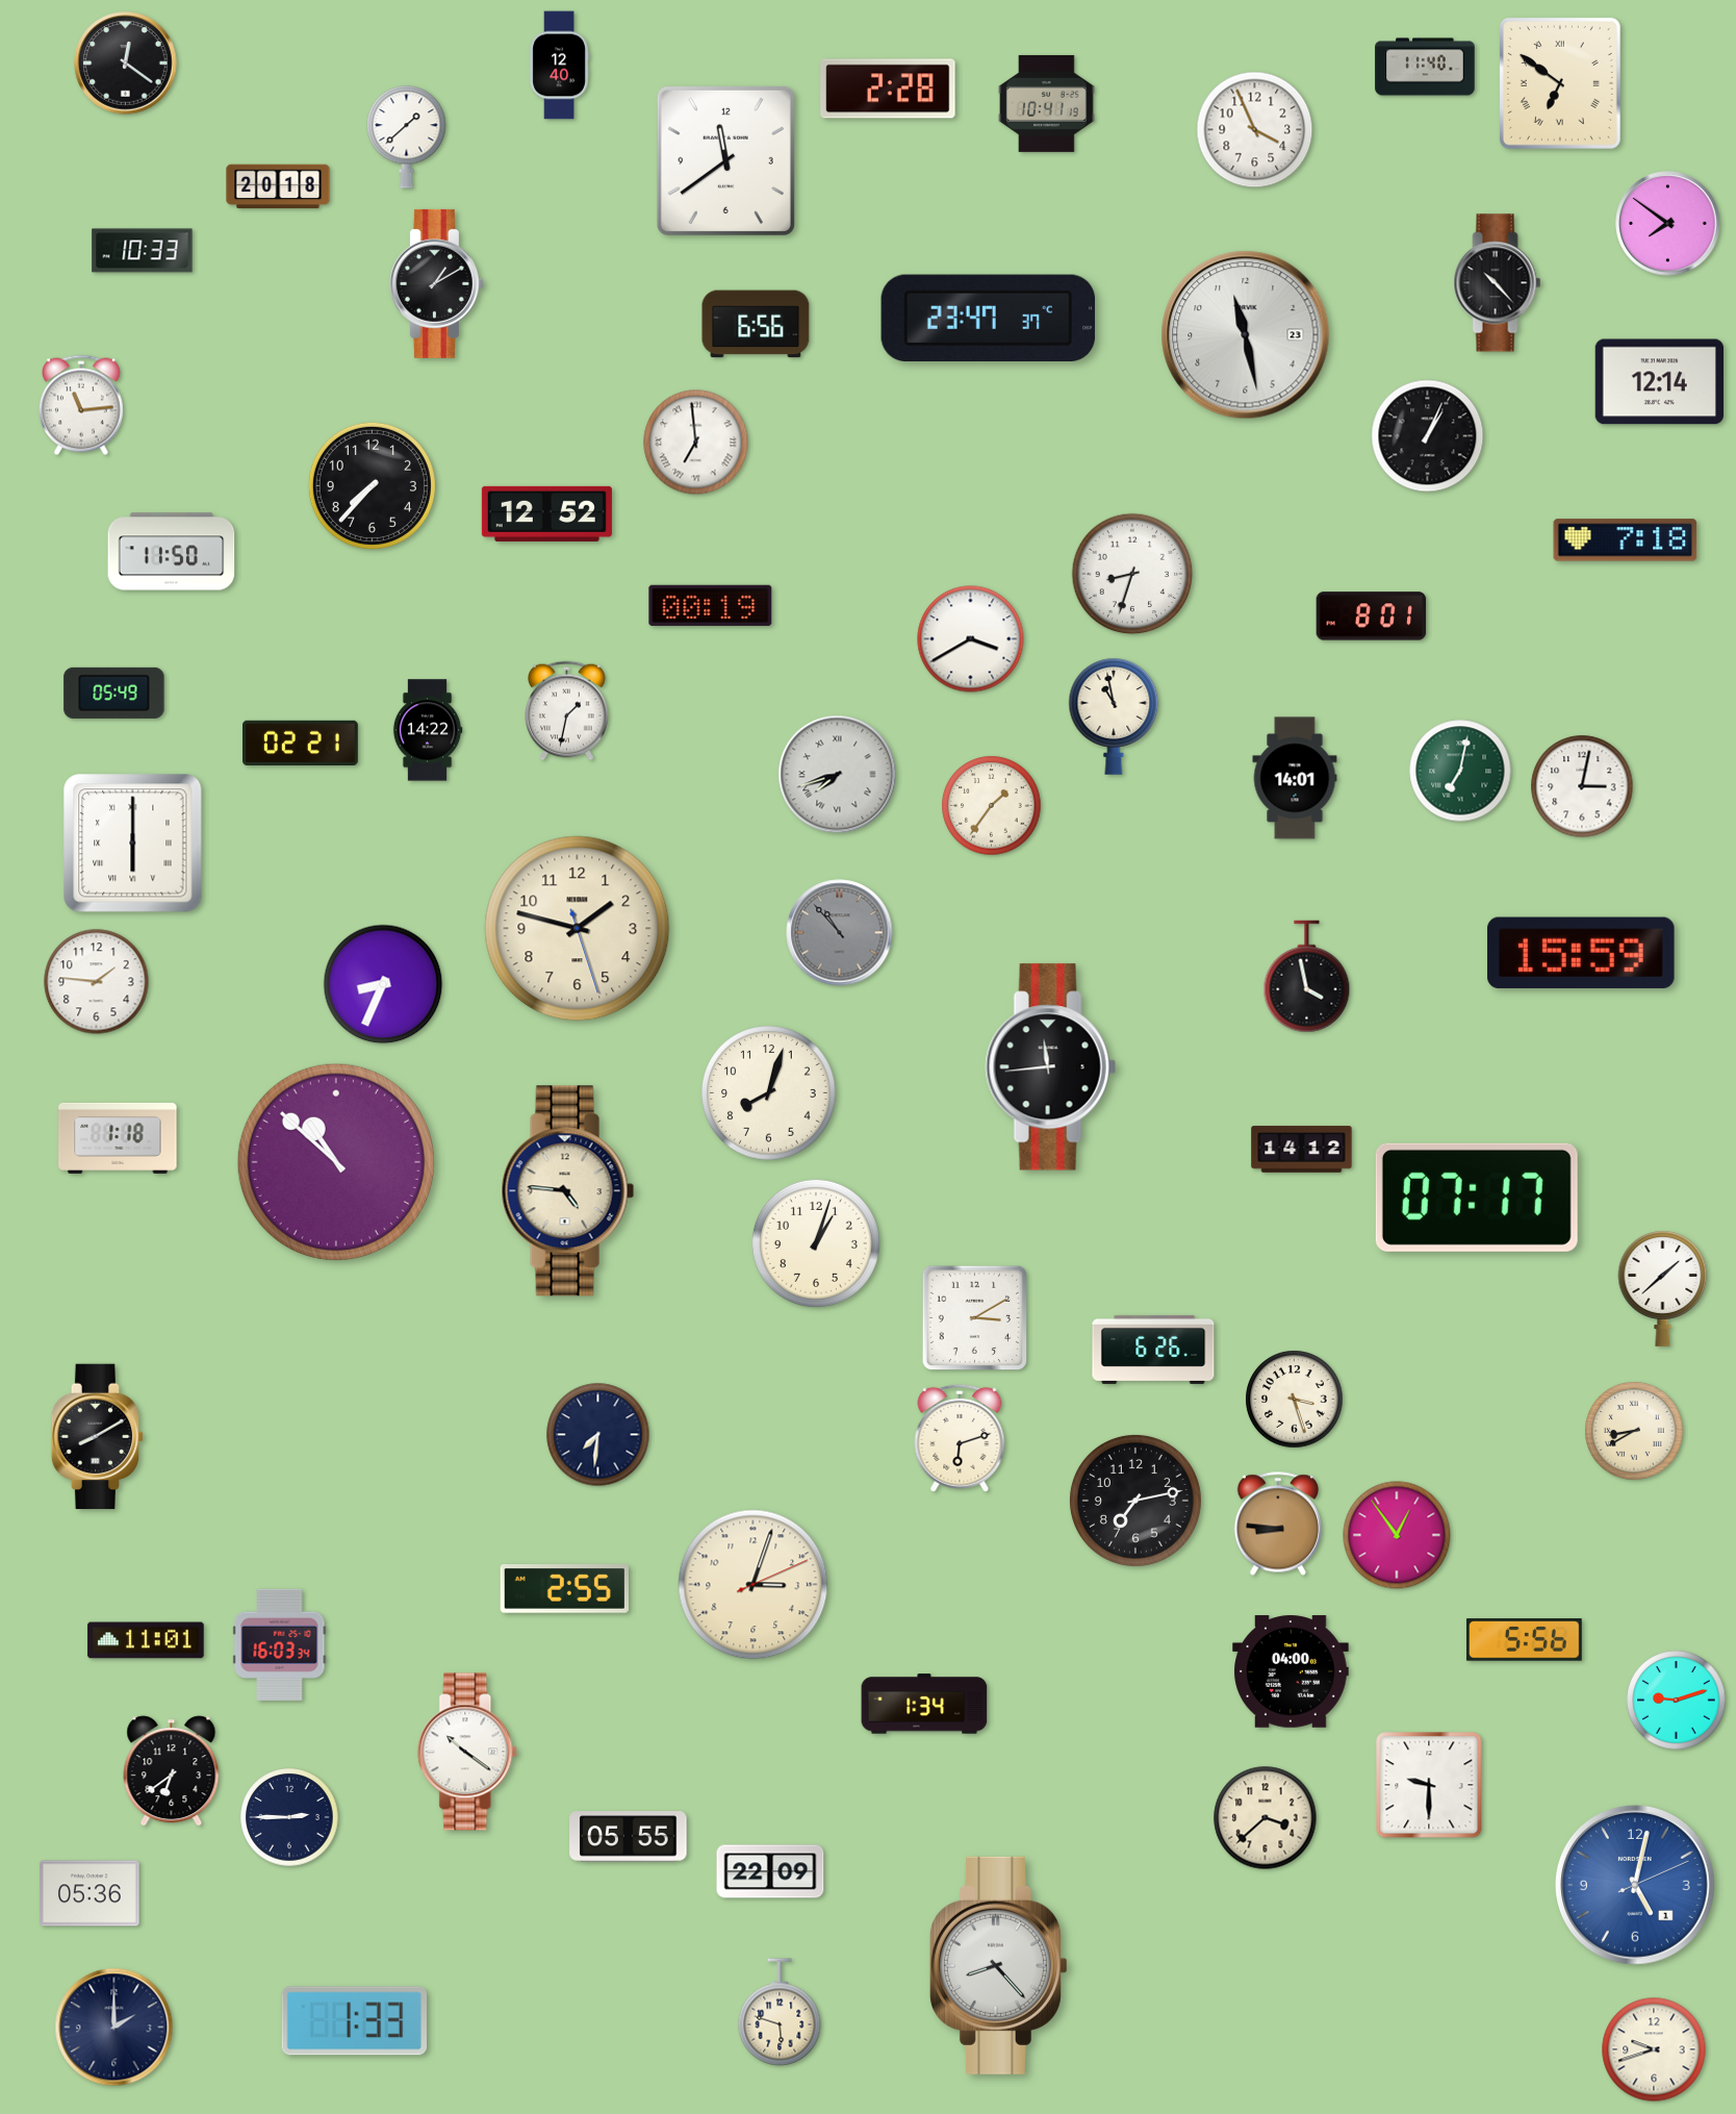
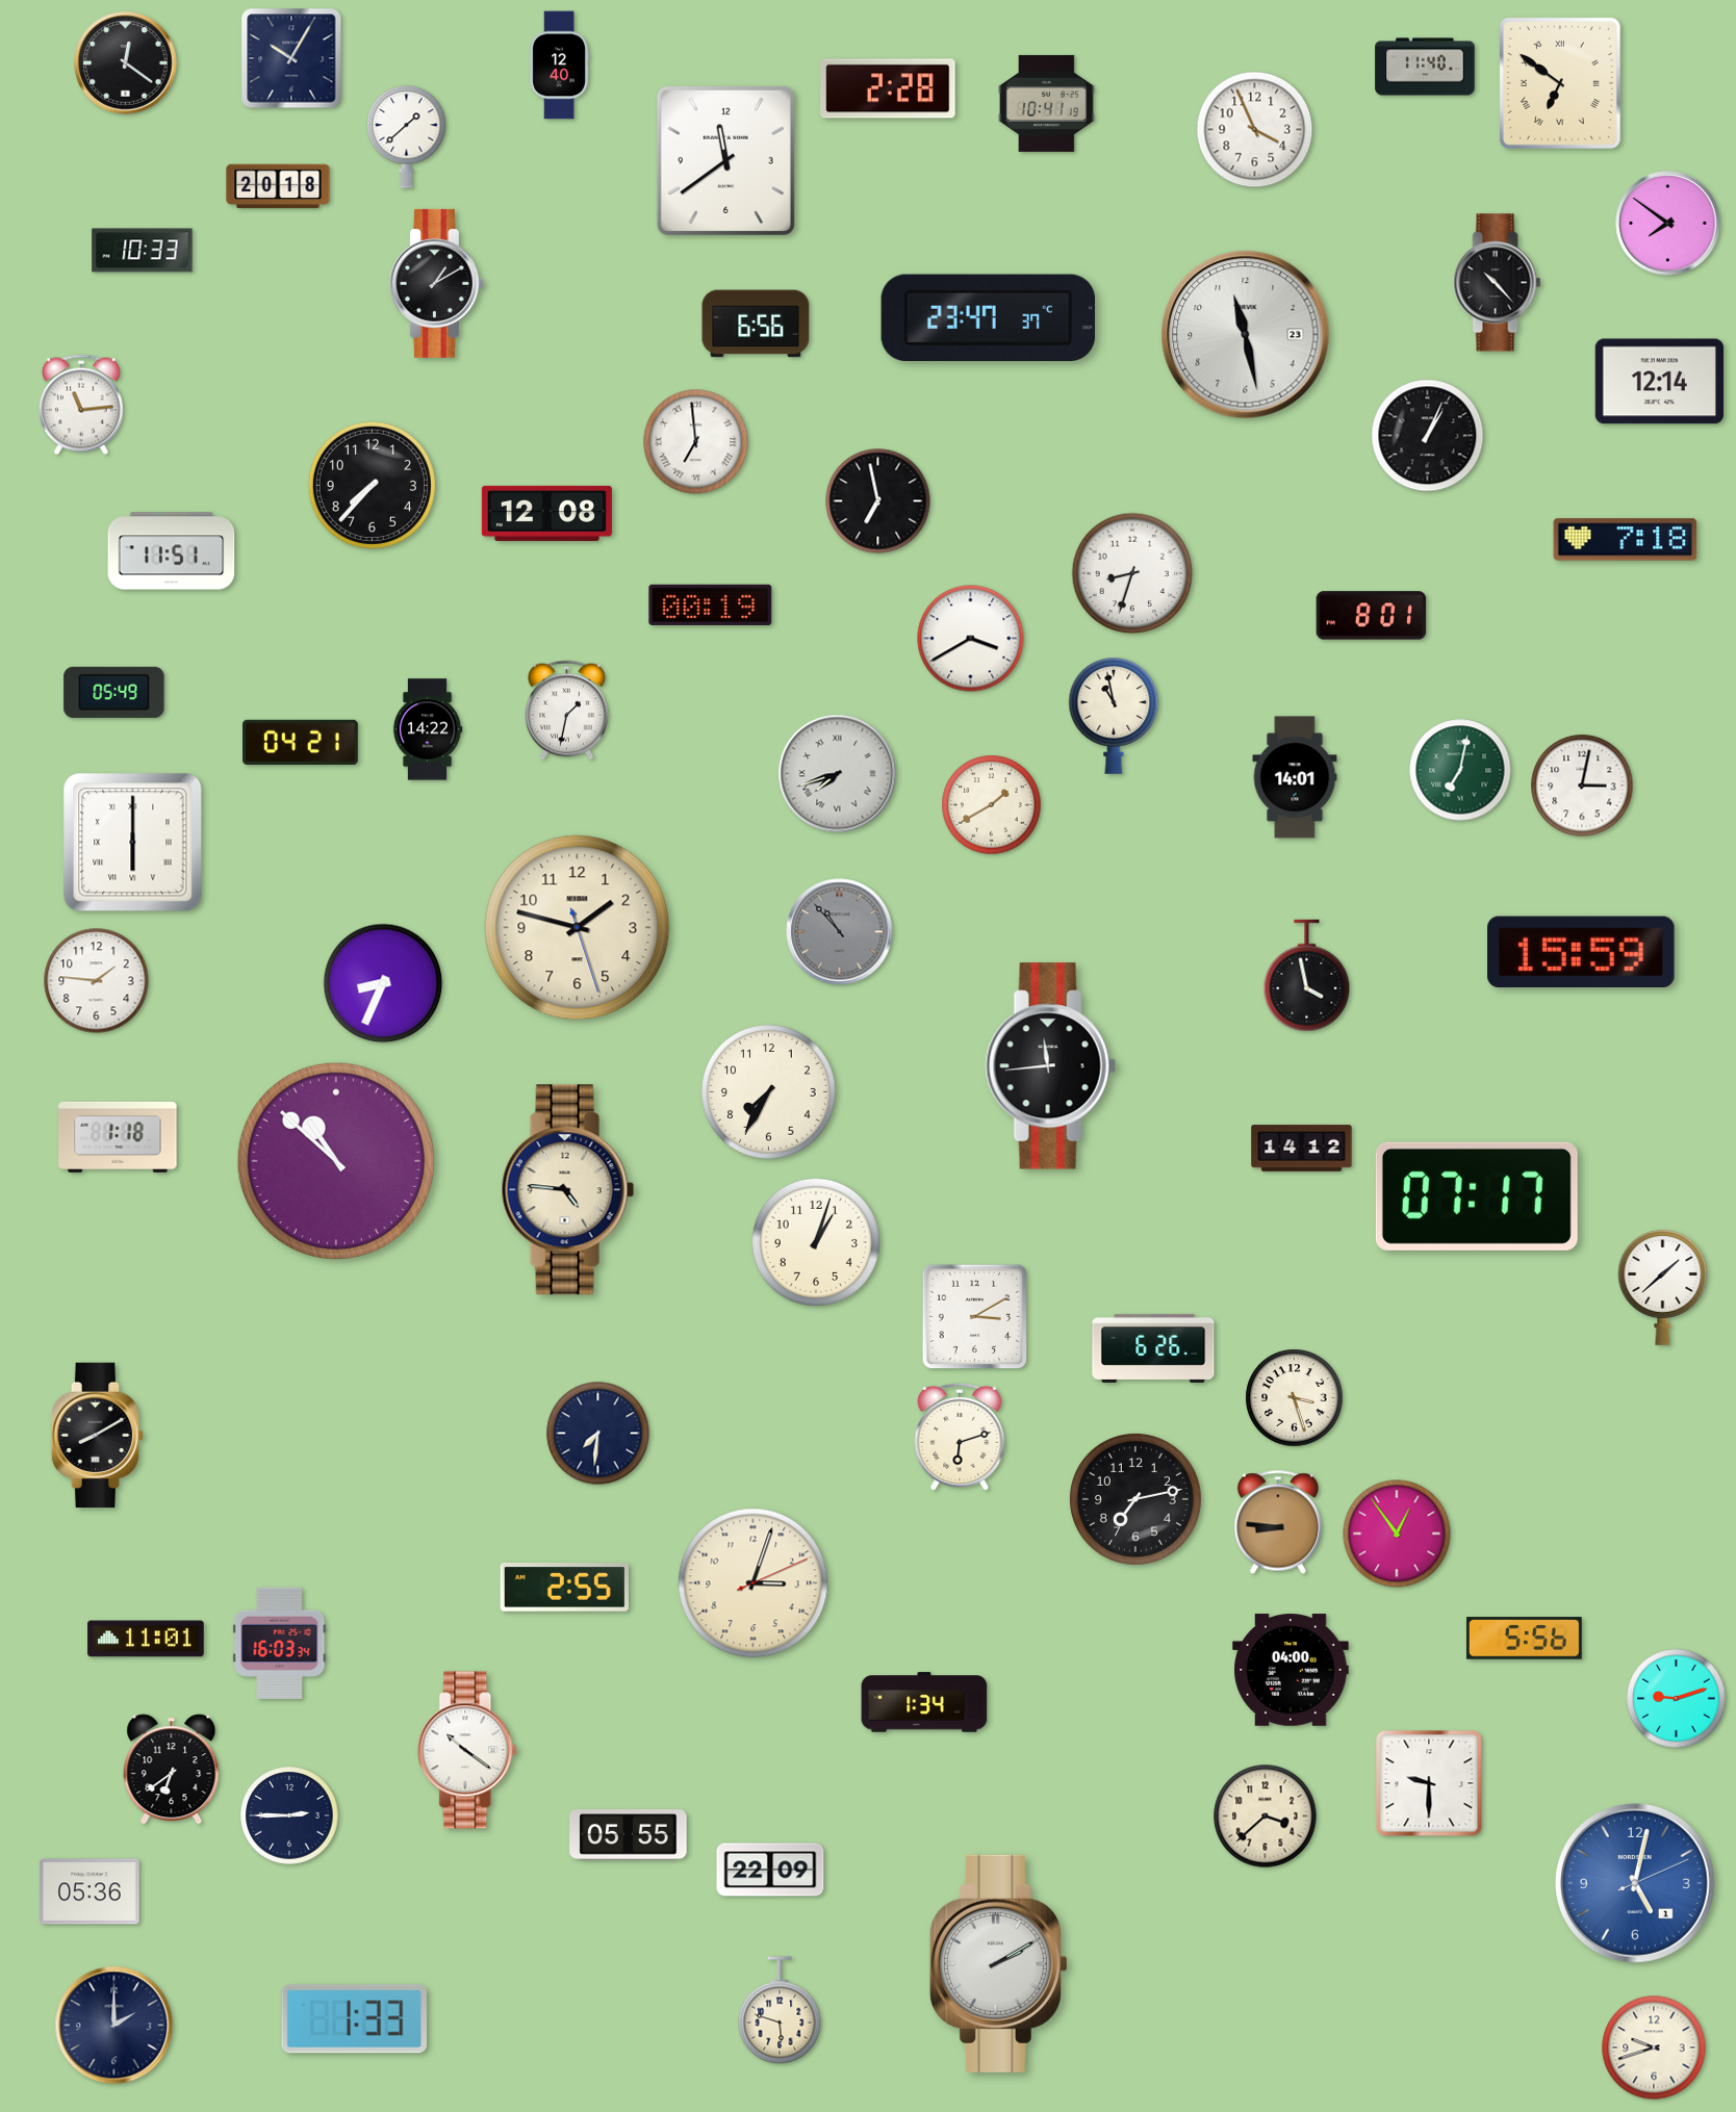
clock at (291, 58): none -> 10:05
clock at (878, 501): none -> 6:58
clock at (546, 513): 12:52 -> 12:08
clock at (172, 552): 11:50 -> 11:51
clock at (301, 743): 02:21 -> 04:21
clock at (992, 806): 1:36 -> 1:40
clock at (769, 1093): 8:03 -> 7:35
clock at (1634, 1431): 8:40 -> none
clock at (998, 1965): 8:23 -> 2:10
